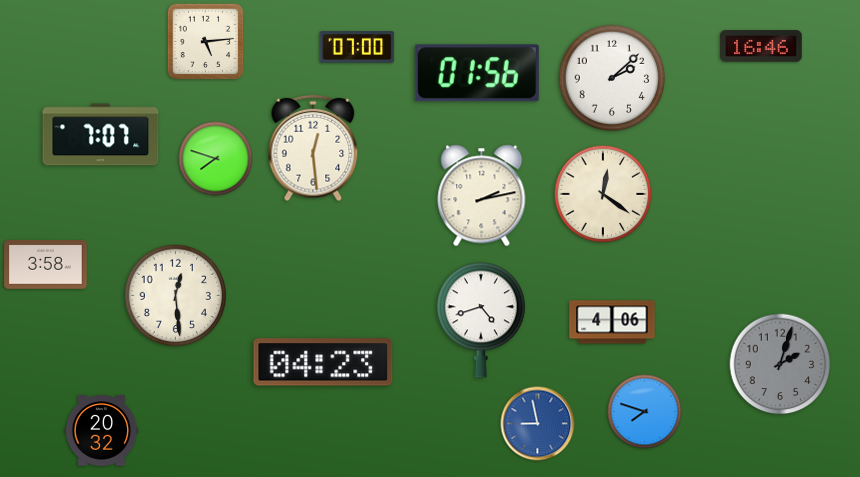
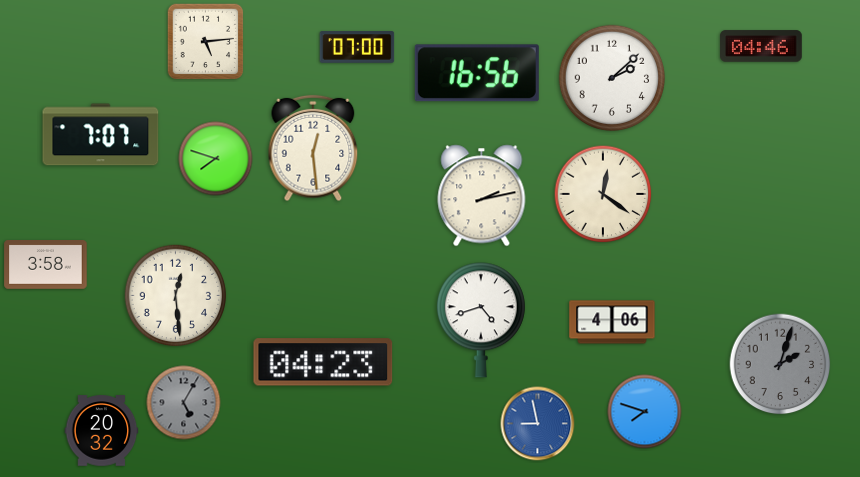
clock at (761, 46): 16:46 -> 04:46
clock at (477, 73): 01:56 -> 16:56
clock at (184, 403): none -> 5:05
